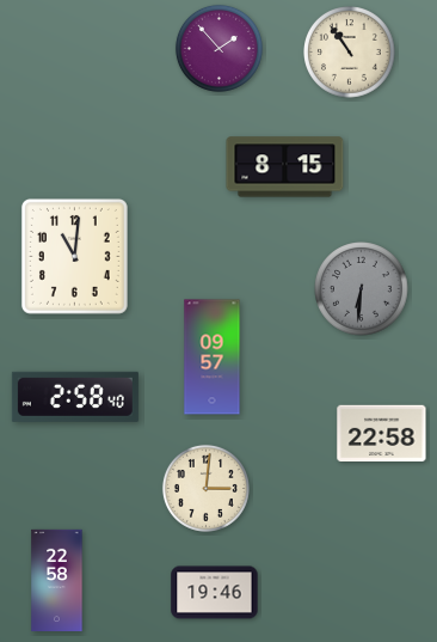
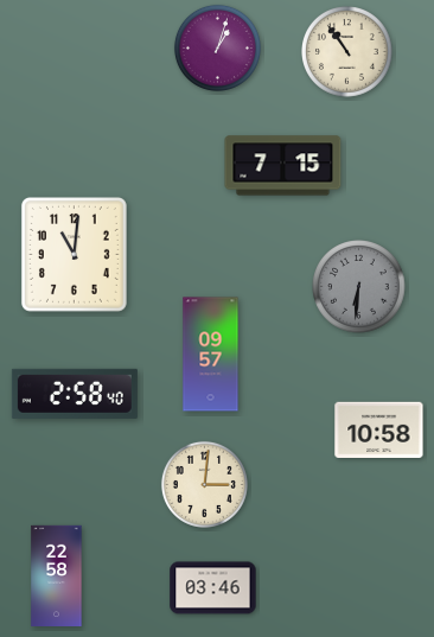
clock at (219, 48): 1:53 -> 1:03
clock at (285, 167): 8:15 -> 7:15
clock at (382, 433): 22:58 -> 10:58
clock at (215, 593): 19:46 -> 03:46
